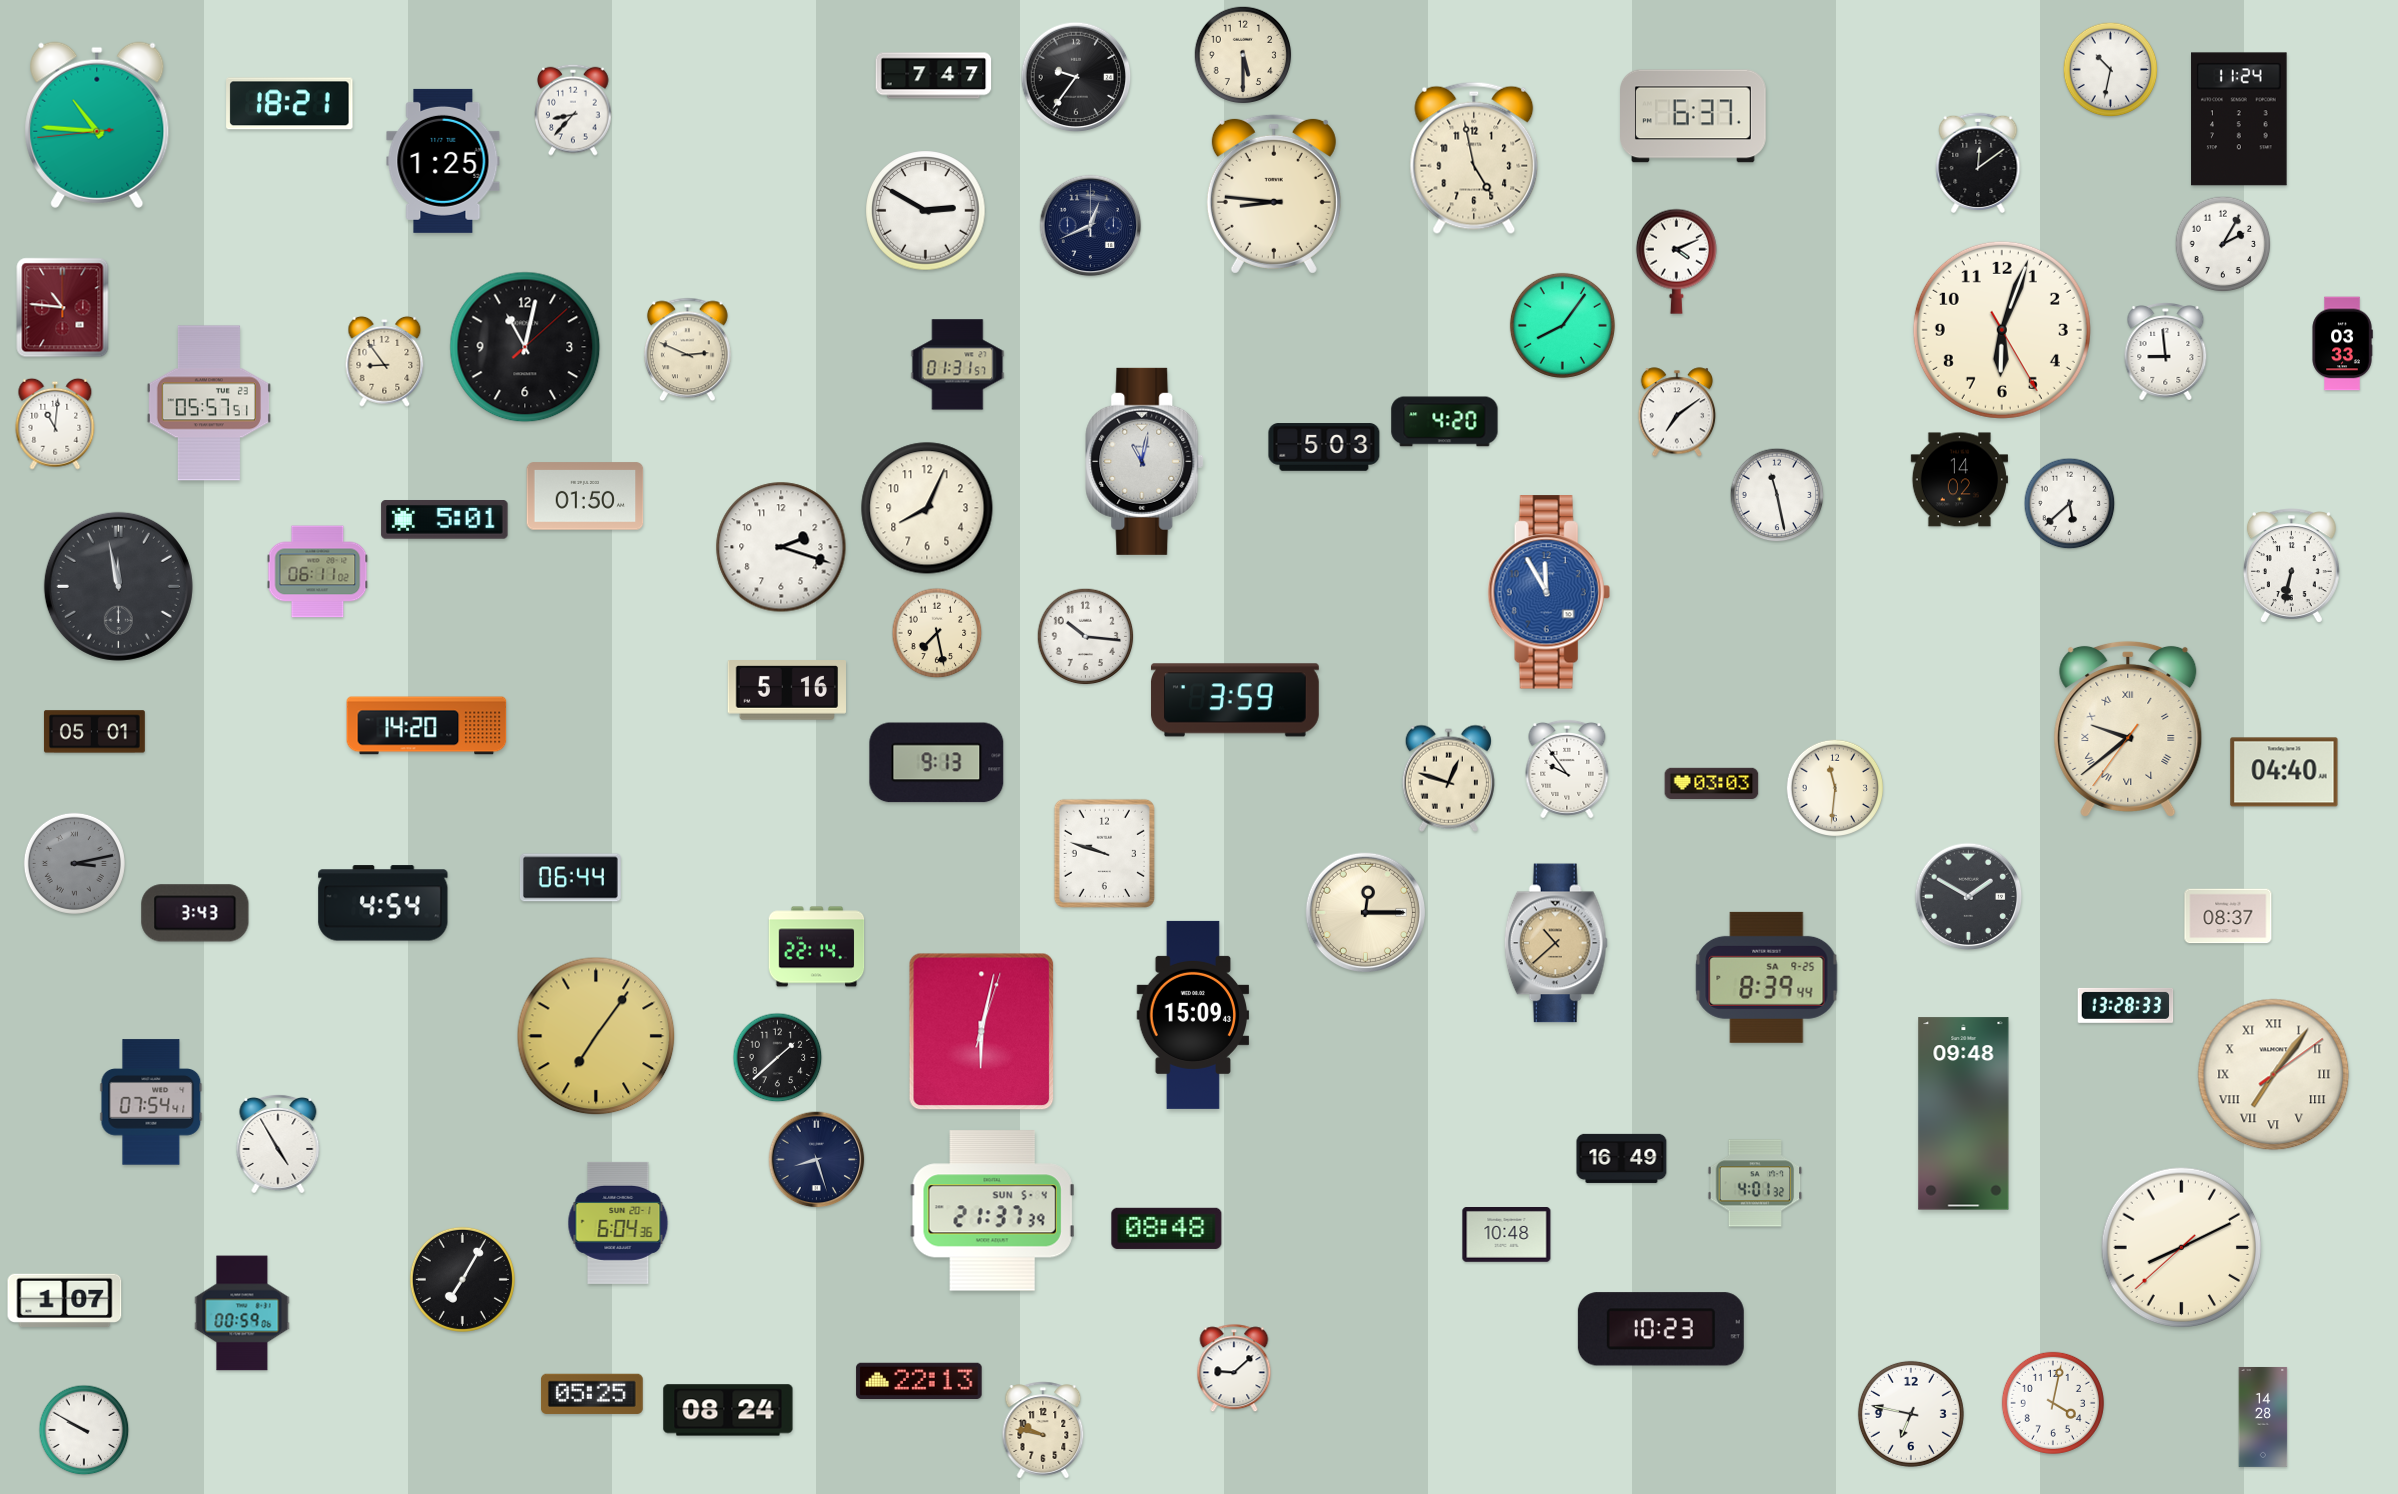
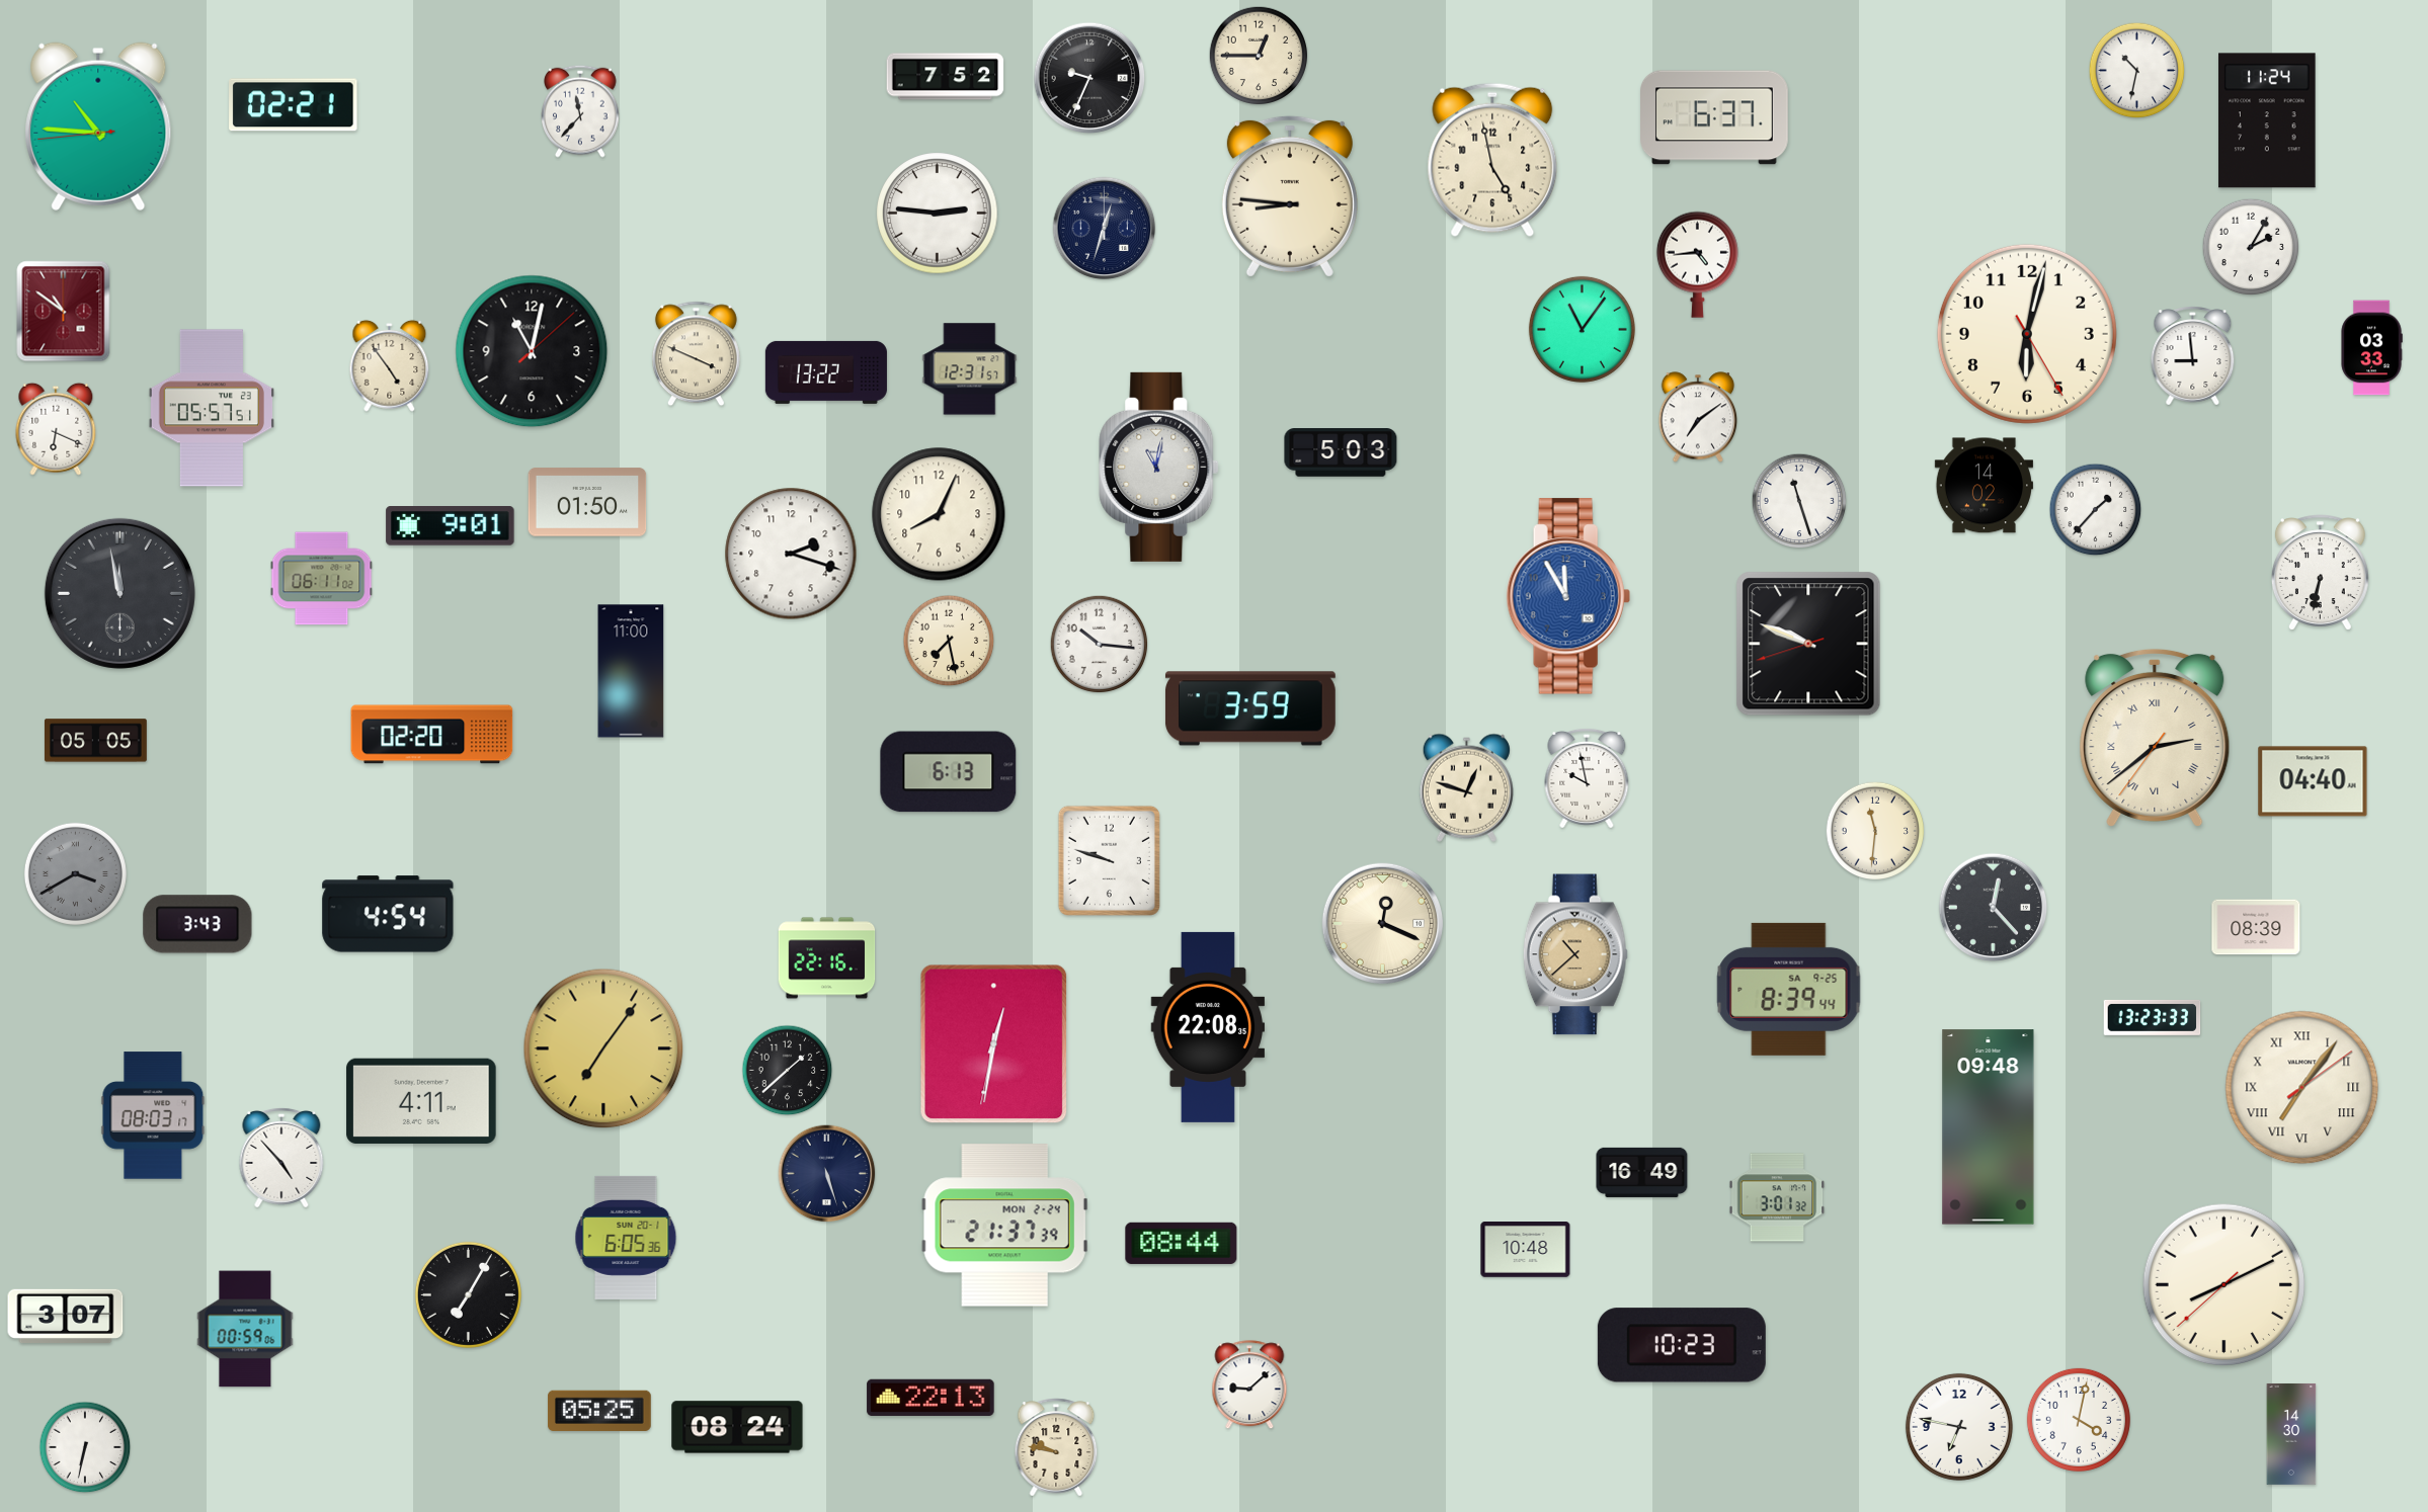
clock at (1243, 55): 5:30 -> 12:45
clock at (934, 76): 7:47 -> 7:52
clock at (1076, 77): 9:36 -> 9:34
clock at (290, 104): 18:21 -> 02:21
clock at (573, 110): 8:37 -> 11:37
clock at (443, 161): 1:25 -> none
clock at (1978, 162): 12:09 -> none
clock at (926, 211): 2:50 -> 2:46
clock at (1091, 226): 12:41 -> 12:33
clock at (1676, 261): 4:11 -> 4:44
clock at (63, 308): 10:46 -> 10:51
clock at (1562, 325): 8:06 -> 11:06
clock at (2002, 330): 6:03 -> 6:02
clock at (687, 350): 2:49 -> 3:49
clock at (385, 361): 8:54 -> 4:54
clock at (958, 365): 01:31 -> 12:31
clock at (826, 372): none -> 13:22
clock at (1445, 422): 4:20 -> none
clock at (55, 424): 11:01 -> 6:19
clock at (1777, 495): 11:28 -> 11:27
clock at (585, 496) position: (585, 496) -> (587, 502)
clock at (2070, 504): 5:38 -> 1:37
clock at (445, 520): 5:01 -> 9:01
clock at (1549, 592) position: (1549, 592) -> (1568, 596)
clock at (1808, 644): none -> 9:48
clock at (631, 671): none -> 11:00
clock at (786, 691): 5:16 -> none
clock at (427, 726): 14:20 -> 02:20
clock at (2128, 729): 9:38 -> 2:38
clock at (94, 732): 05:01 -> 05:05
clock at (937, 763): 9:13 -> 6:13
clock at (1567, 769): 9:54 -> 9:58
clock at (1712, 783): 03:03 -> none
clock at (1835, 788) position: (1835, 788) -> (1875, 831)
clock at (1104, 853) position: (1104, 853) -> (1109, 860)
clock at (74, 863): 3:13 -> 3:40
clock at (570, 878): 06:44 -> none
clock at (1969, 897): 1:50 -> 12:23
clock at (1365, 912): 12:15 -> 12:19
clock at (2228, 916): 08:37 -> 08:39
clock at (817, 947): 22:14 -> 22:16
clock at (2126, 1005): 13:28 -> 13:23
clock at (1193, 1015): 15:09 -> 22:08
clock at (982, 1032): 6:02 -> 12:31
clock at (421, 1101): none -> 4:11
clock at (151, 1102): 07:54 -> 08:03
clock at (278, 1144): 4:55 -> 4:53
clock at (817, 1160): 8:27 -> 5:27
clock at (1755, 1183): 4:01 -> 3:01
clock at (992, 1211) date: SUN 5-4 -> MON 2-24
clock at (618, 1223): 6:04 -> 6:05
clock at (1167, 1228): 08:48 -> 08:44
clock at (2182, 1248) position: (2182, 1248) -> (2224, 1285)
clock at (65, 1300): 1:07 -> 3:07
clock at (1911, 1414) position: (1911, 1414) -> (1959, 1427)
clock at (2263, 1417): 14:28 -> 14:30
clock at (84, 1430): 9:50 -> 6:32
